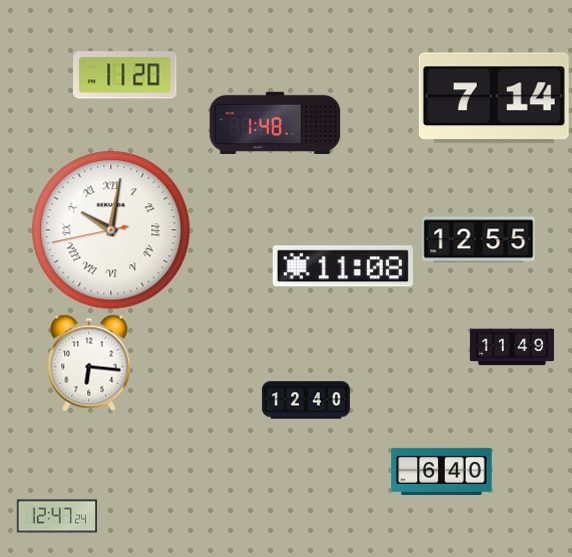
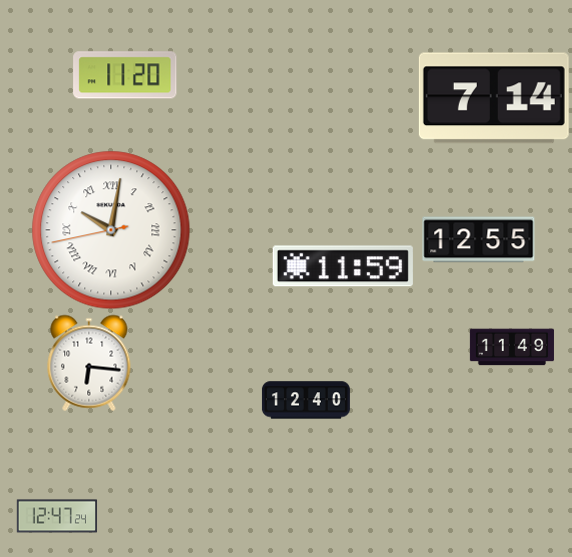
clock at (275, 122): 1:48 -> none
clock at (343, 266): 11:08 -> 11:59
clock at (442, 471): 6:40 -> none
